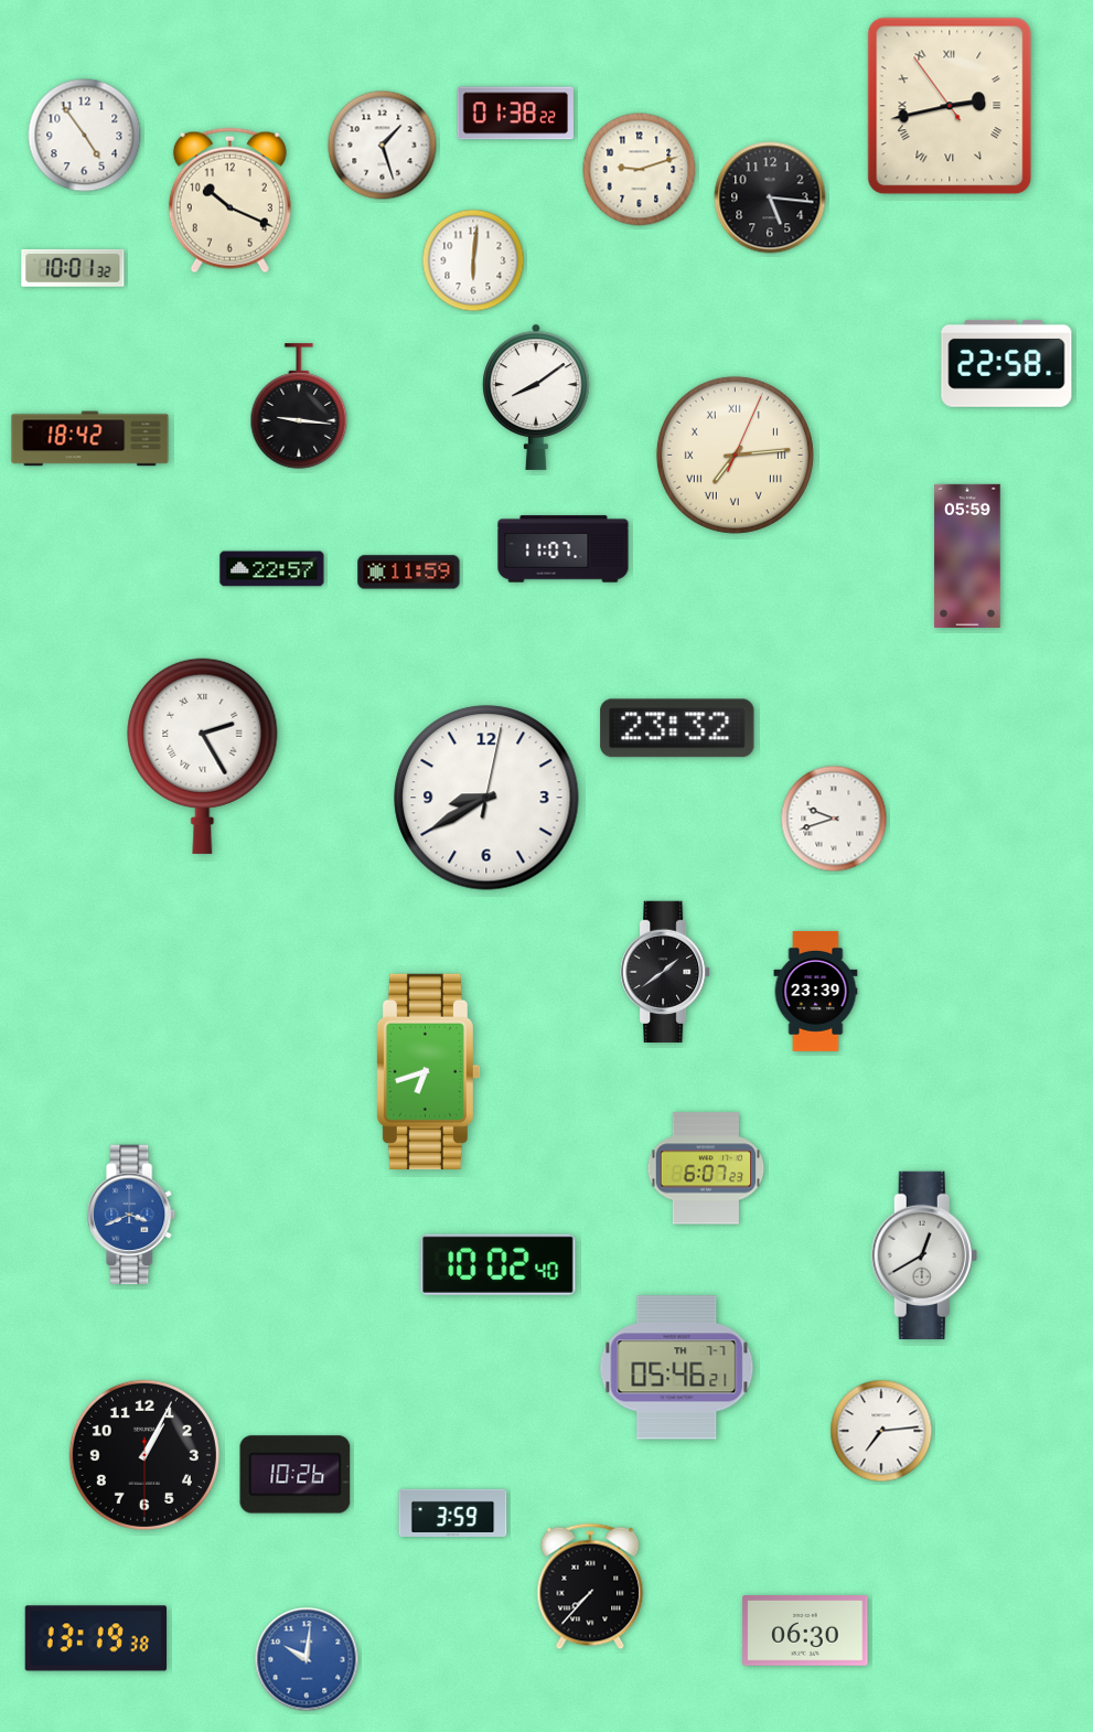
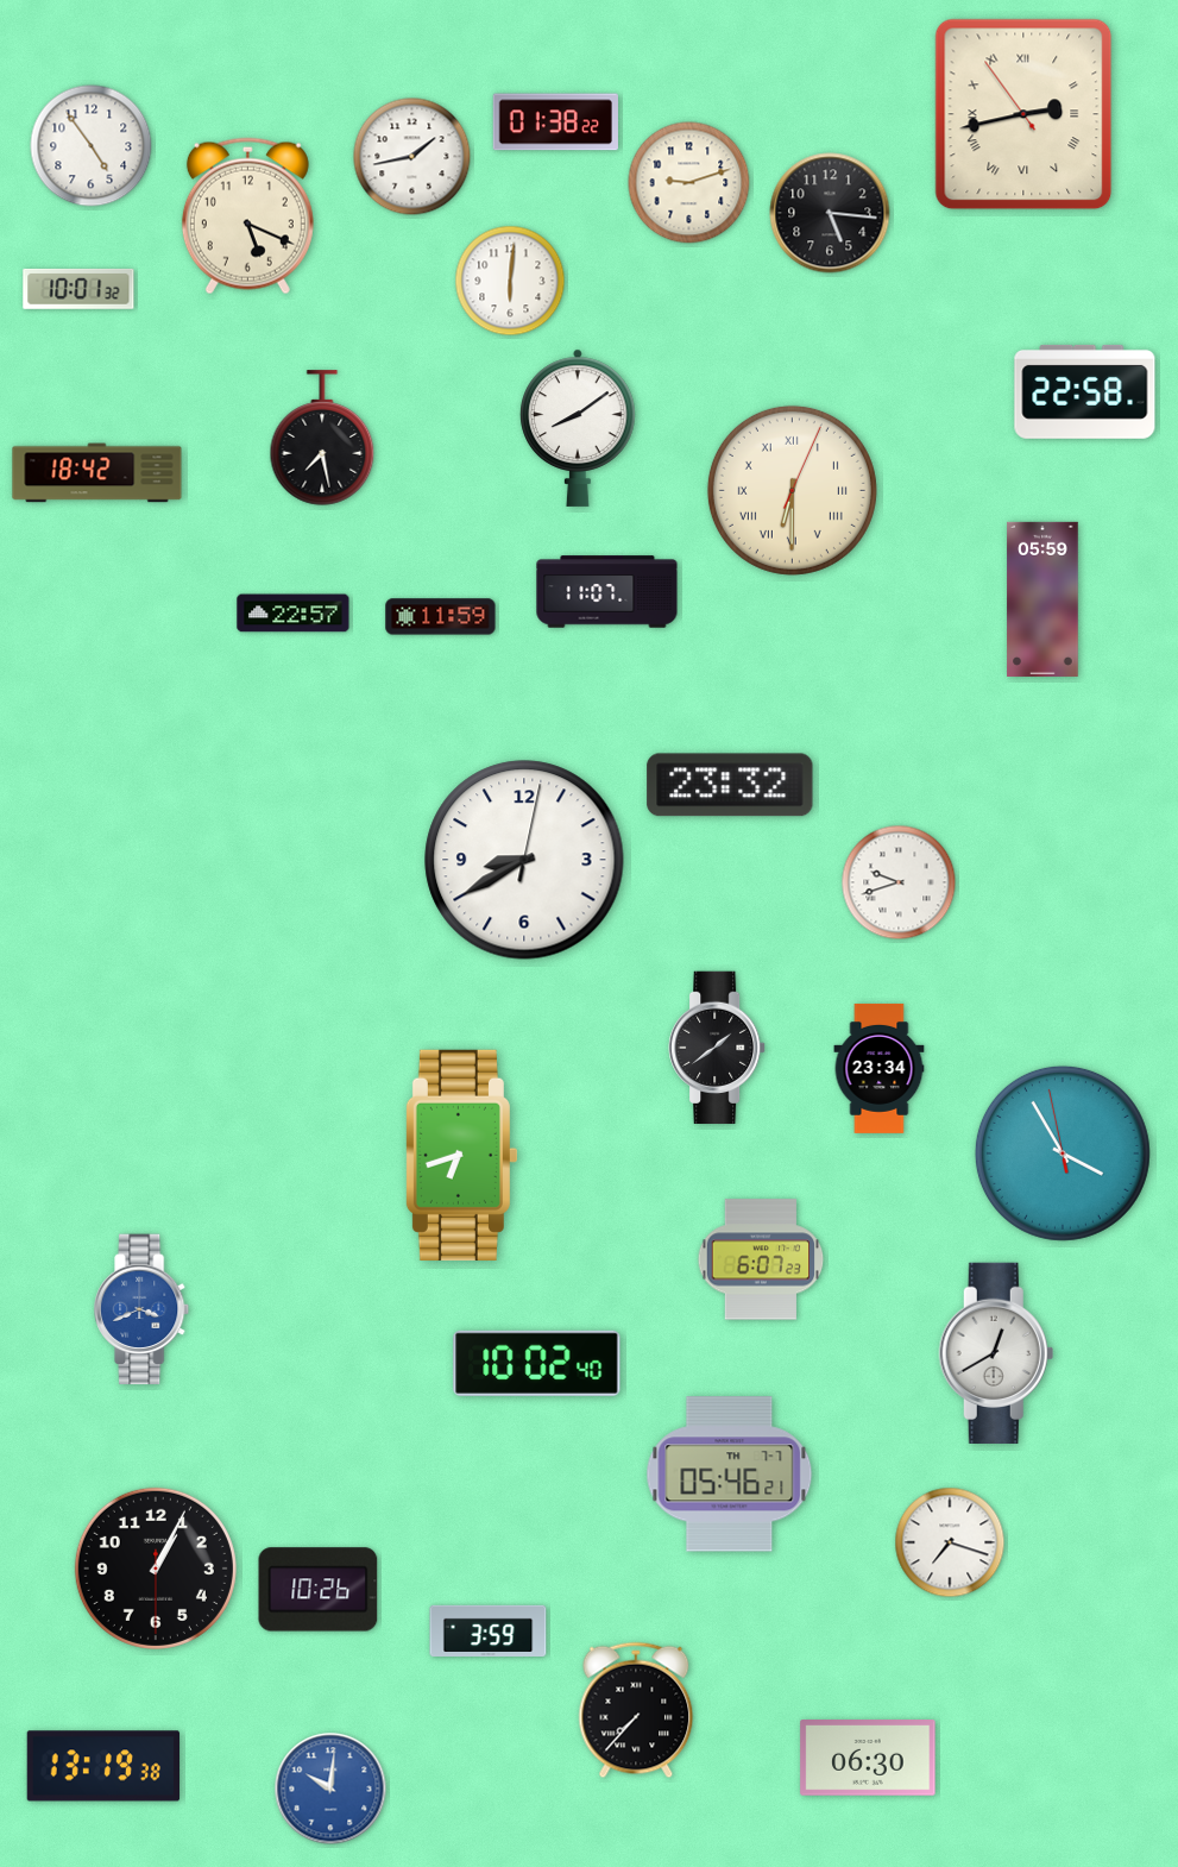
clock at (383, 146): 1:27 -> 1:43
clock at (229, 201): 10:19 -> 5:19
clock at (299, 406): 9:16 -> 7:28
clock at (735, 455): 7:14 -> 6:30
clock at (203, 756): 2:25 -> none
clock at (816, 991): 23:39 -> 23:34
clock at (1063, 1153): none -> 3:54
clock at (881, 1431): 7:14 -> 7:18
